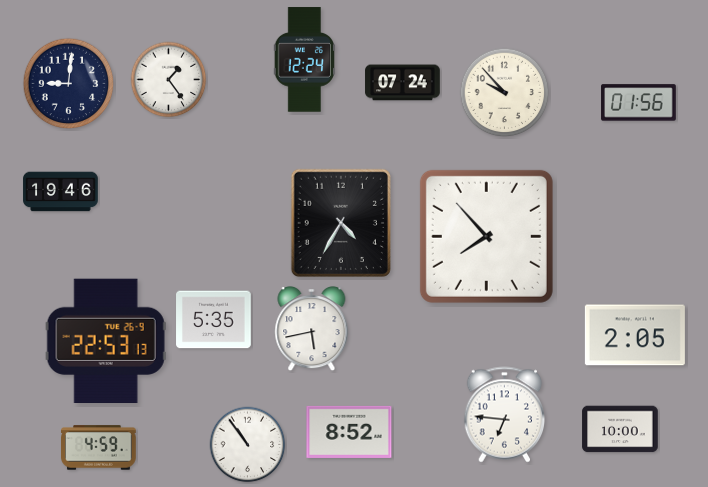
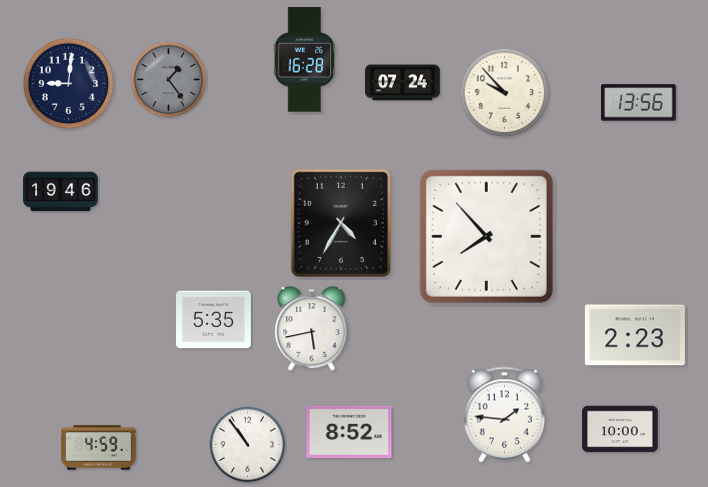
clock at (304, 60): 12:24 -> 16:28
clock at (169, 80) dial: white -> grey
clock at (639, 103): 01:56 -> 13:56
clock at (635, 335): 2:05 -> 2:23
clock at (106, 340): 22:53 -> none
clock at (505, 415): 6:46 -> 1:46
